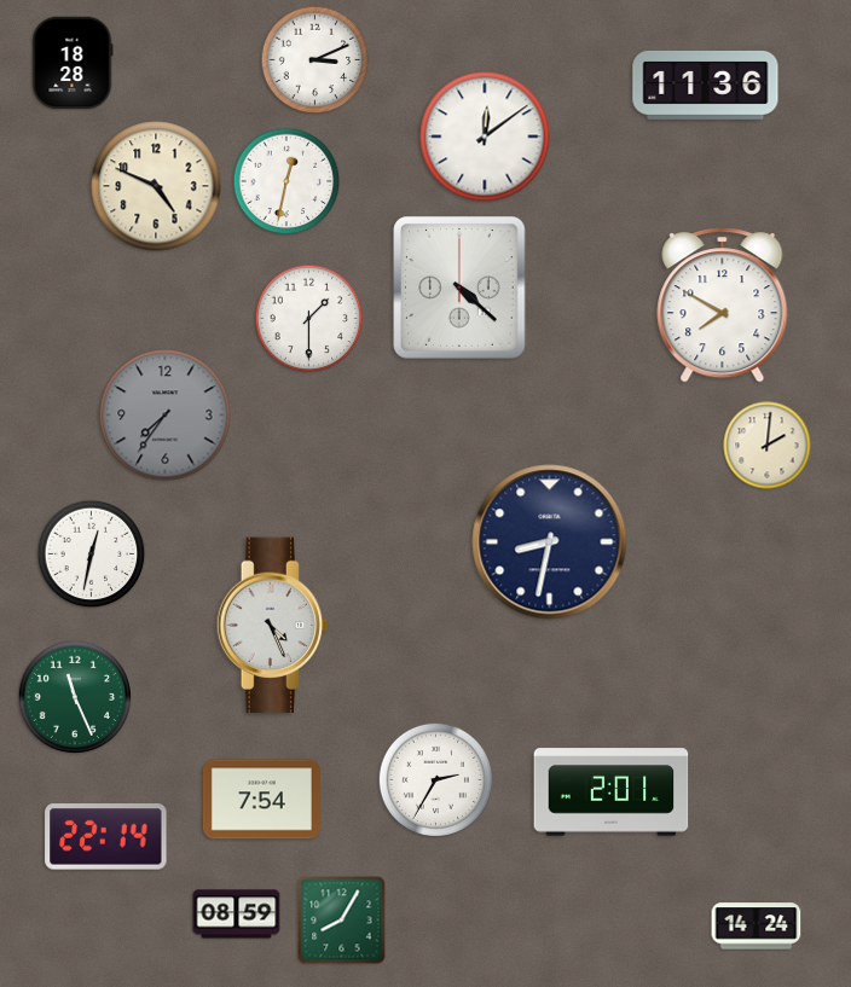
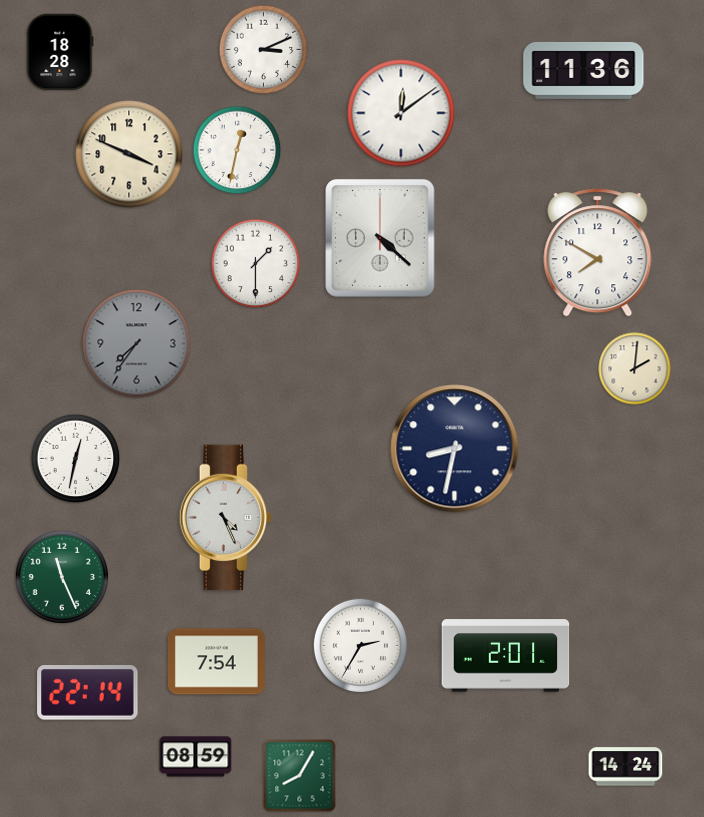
clock at (315, 60) position: (315, 60) -> (264, 50)
clock at (156, 186): 4:49 -> 3:49
clock at (342, 921) position: (342, 921) -> (300, 776)
